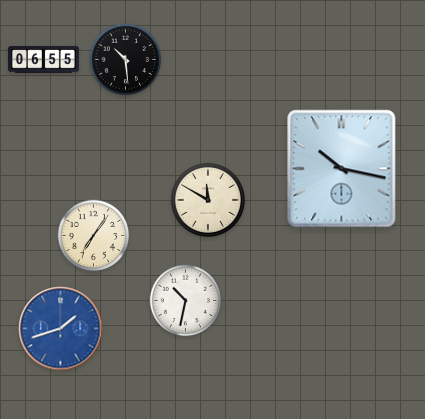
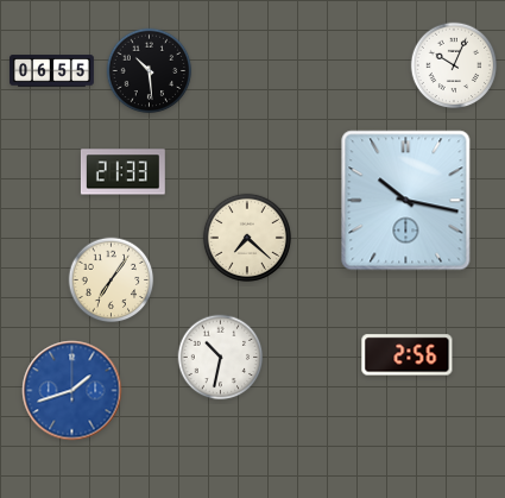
clock at (454, 65): none -> 10:04
clock at (122, 172): none -> 21:33
clock at (208, 200): 11:50 -> 7:22
clock at (408, 355): none -> 2:56
